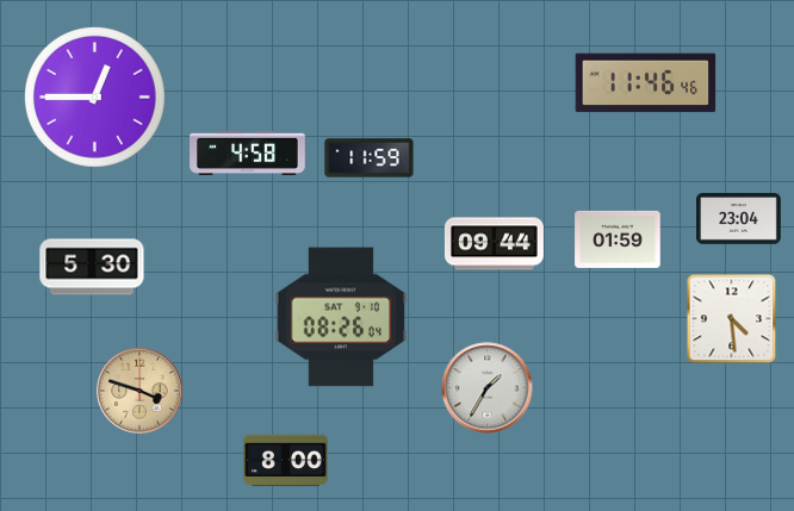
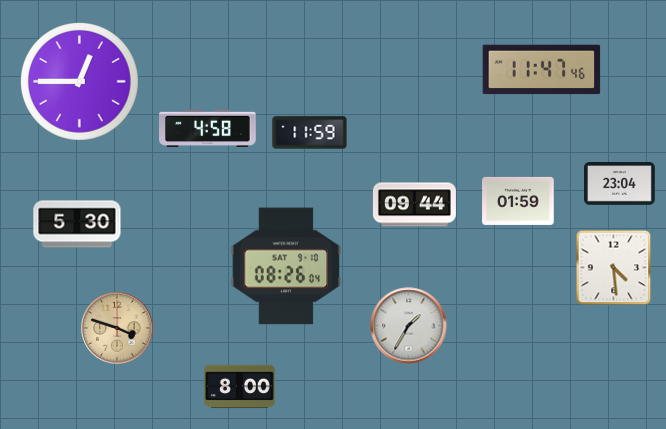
clock at (646, 83): 11:46 -> 11:47
